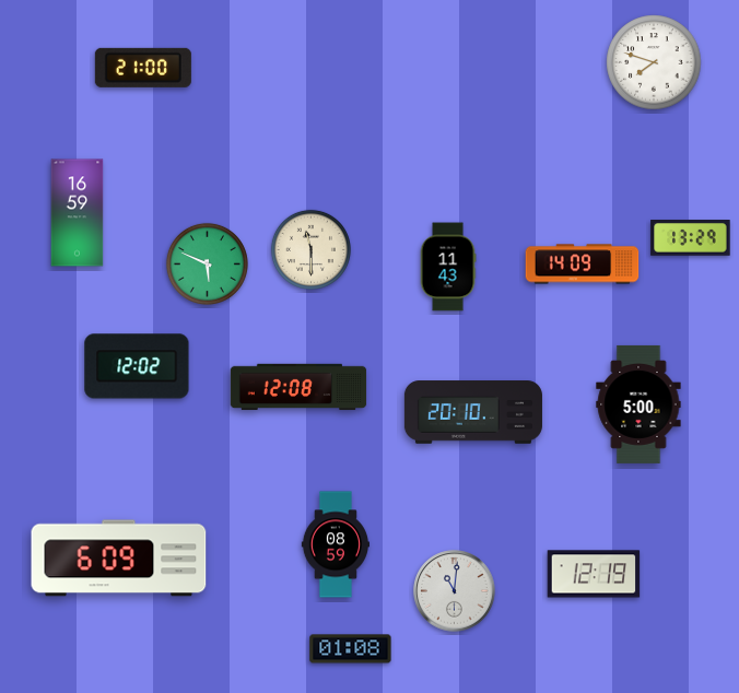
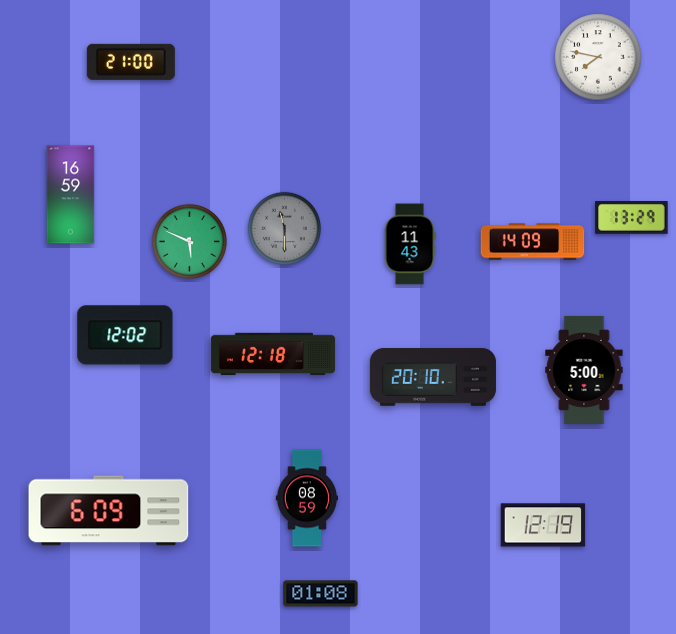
clock at (654, 62): 7:48 -> 7:47
clock at (310, 249) dial: cream -> grey
clock at (298, 387): 12:08 -> 12:18
clock at (455, 591): 11:01 -> none
